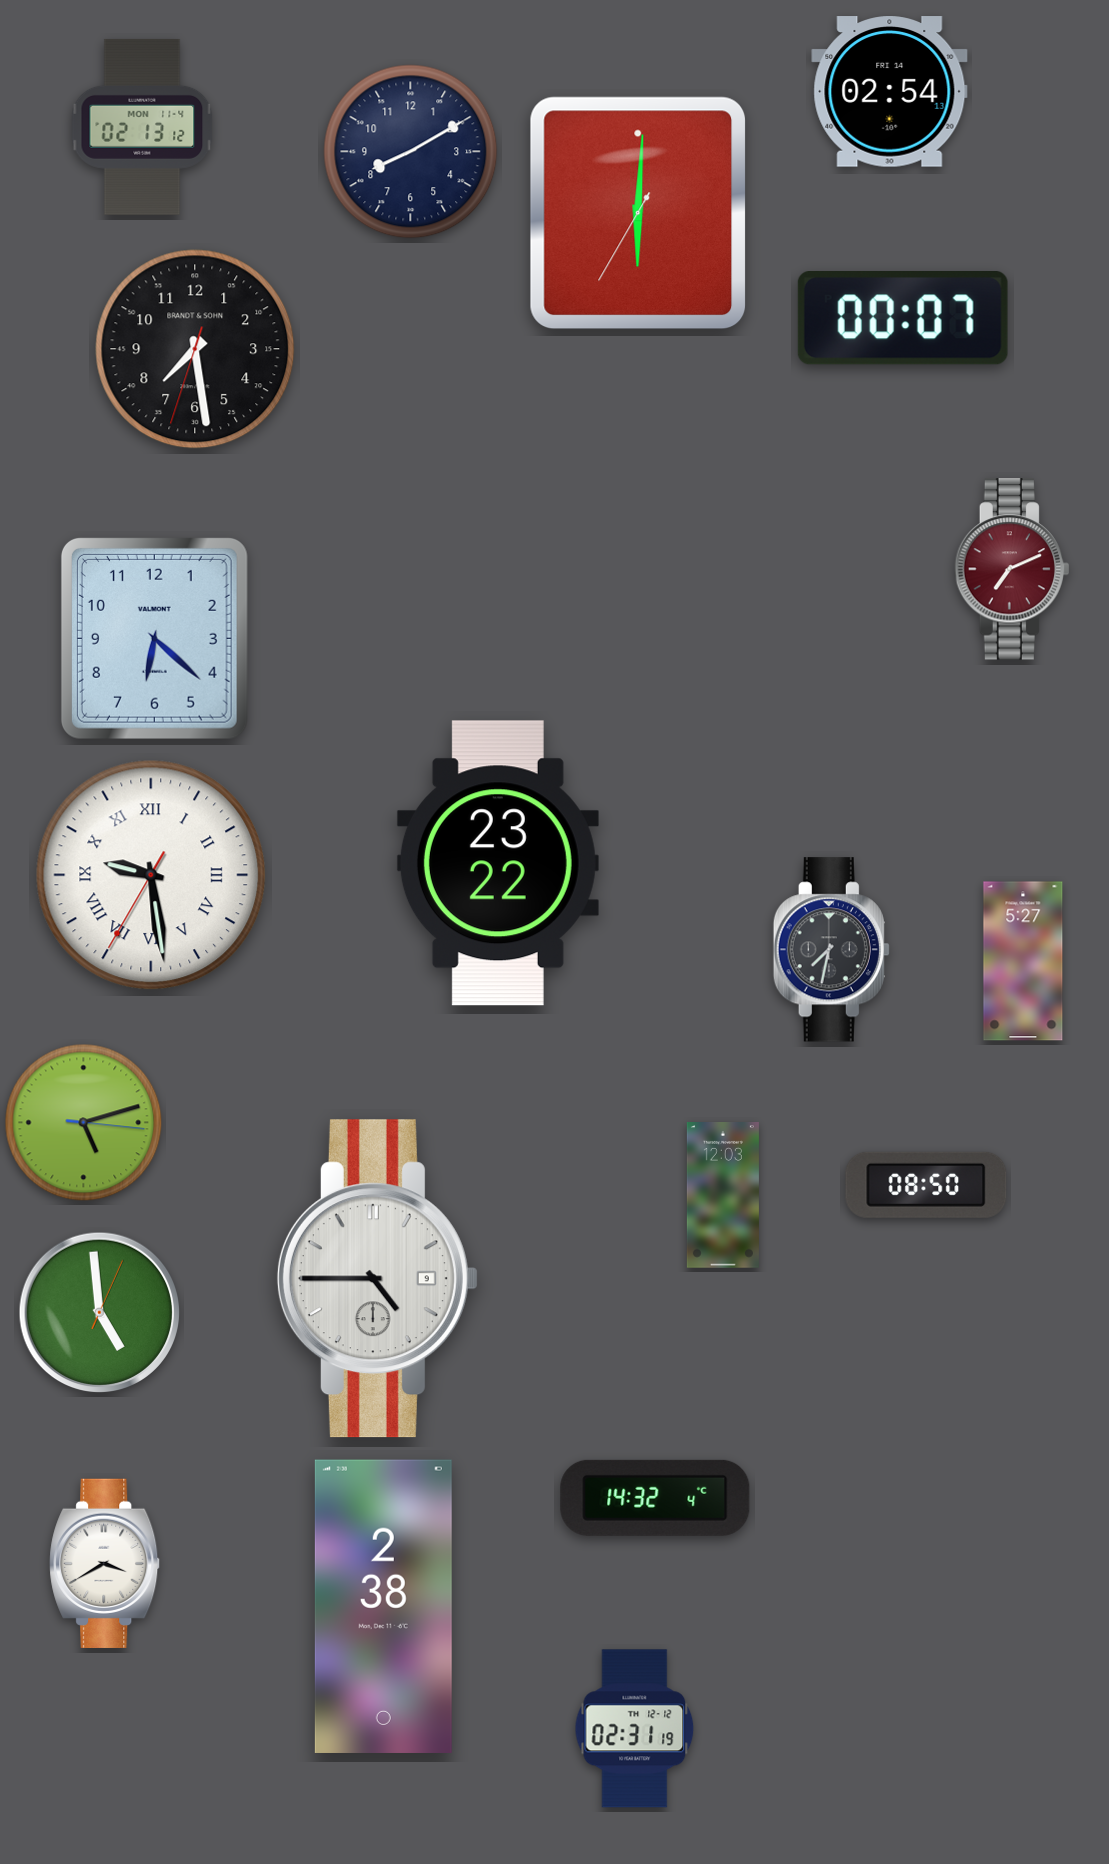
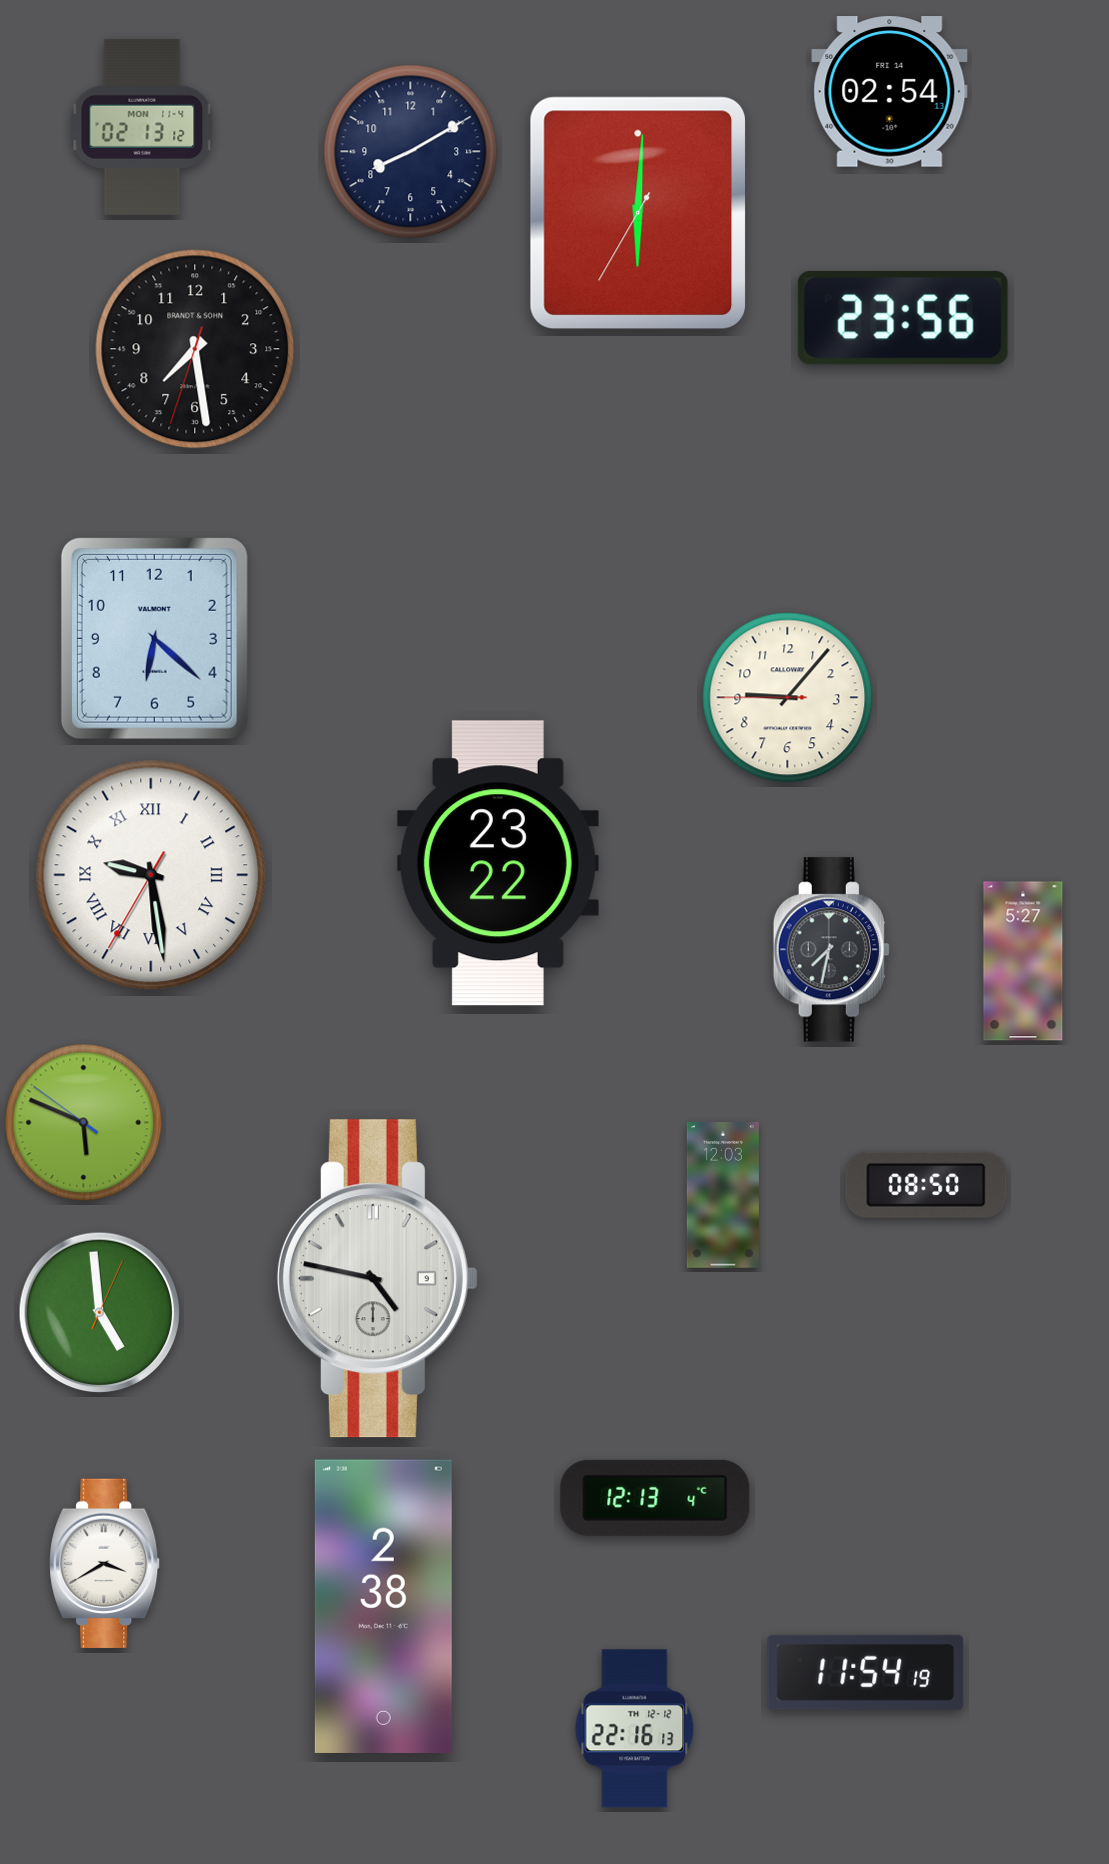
clock at (903, 319): 00:07 -> 23:56
clock at (1011, 569): 7:11 -> none
clock at (788, 698): none -> 9:06
clock at (84, 1123): 5:12 -> 5:48
clock at (377, 1279): 4:45 -> 4:47
clock at (655, 1498): 14:32 -> 12:13
clock at (866, 1672): none -> 11:54
clock at (635, 1729): 02:31 -> 22:16
